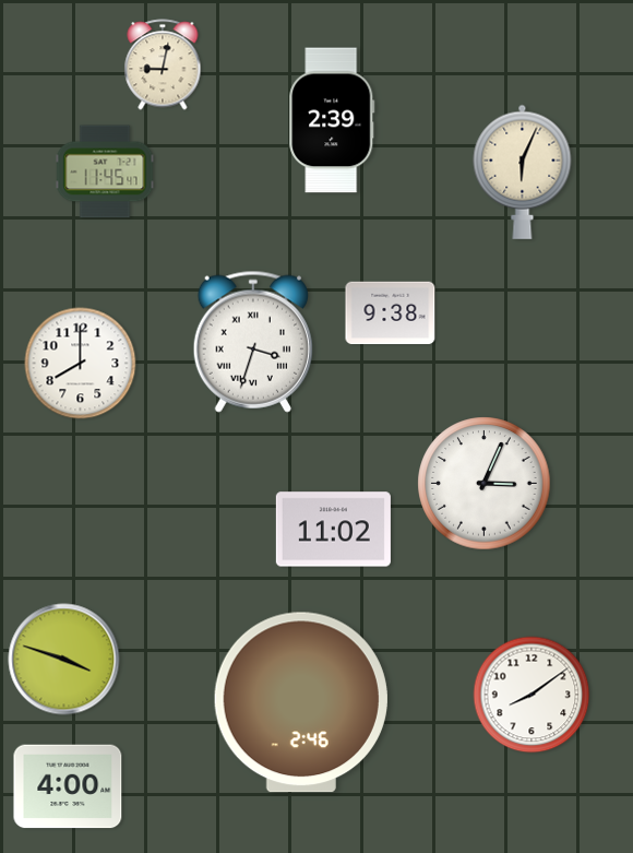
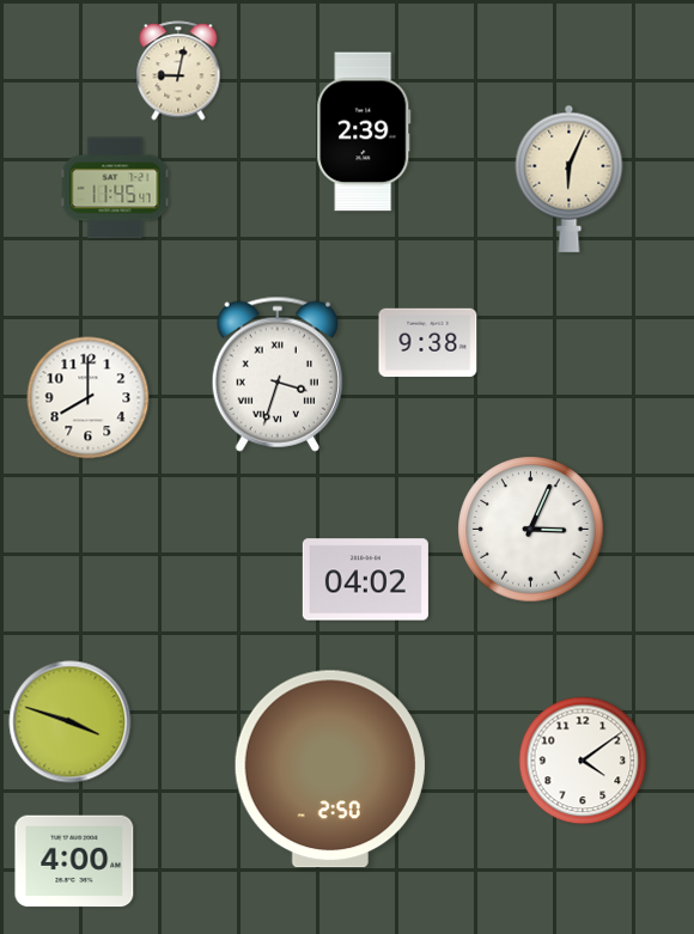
clock at (523, 171) position: (523, 171) -> (570, 178)
clock at (333, 530): 11:02 -> 04:02
clock at (532, 695): 8:09 -> 4:09
clock at (301, 702): 2:46 -> 2:50
